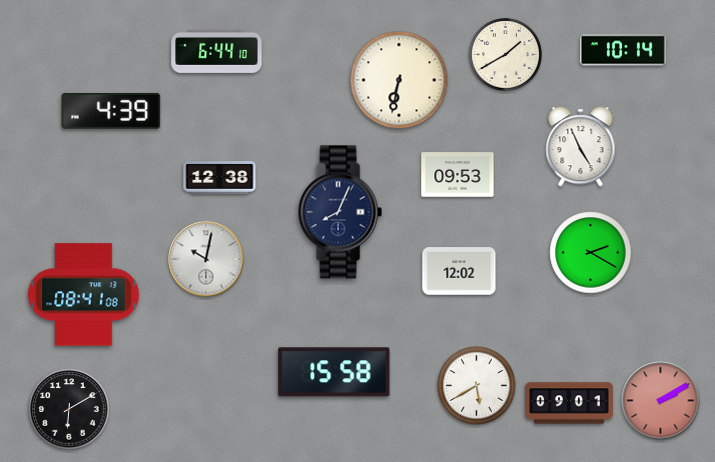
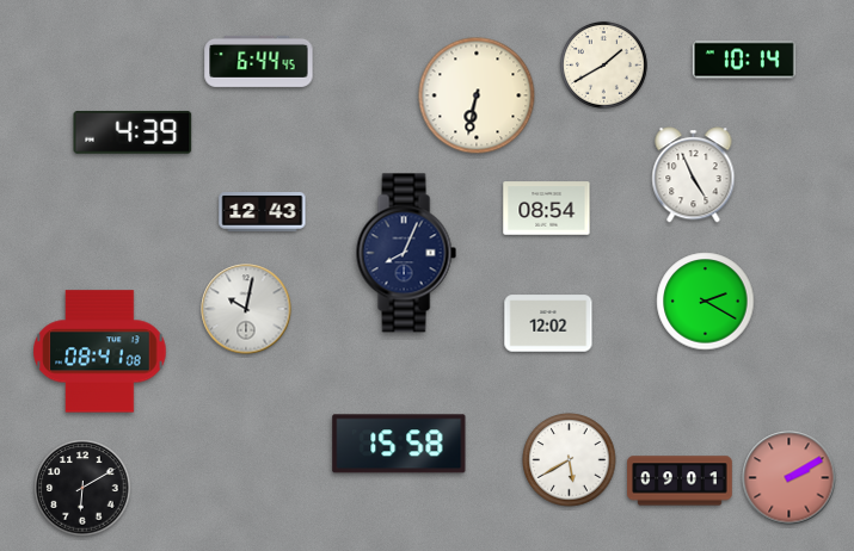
clock at (217, 51): 6:44:10 -> 6:44:45
clock at (458, 175): 09:53 -> 08:54
clock at (220, 178): 12:38 -> 12:43
